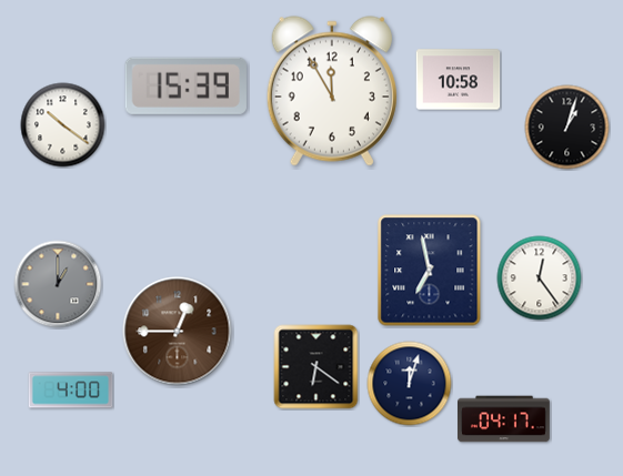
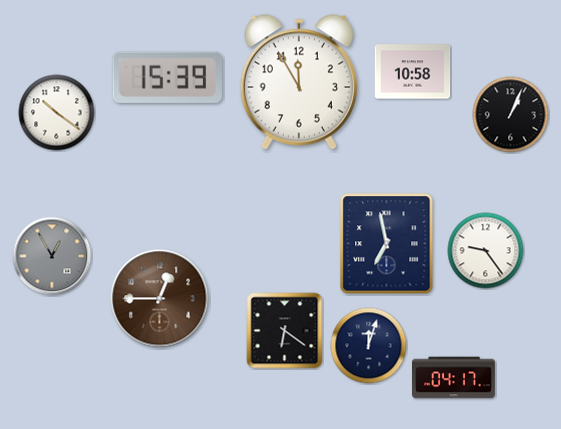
clock at (567, 128): 1:03 -> 1:04
clock at (540, 278): 12:24 -> 9:24
clock at (58, 284): 1:00 -> 12:55
clock at (71, 391): 4:00 -> none
